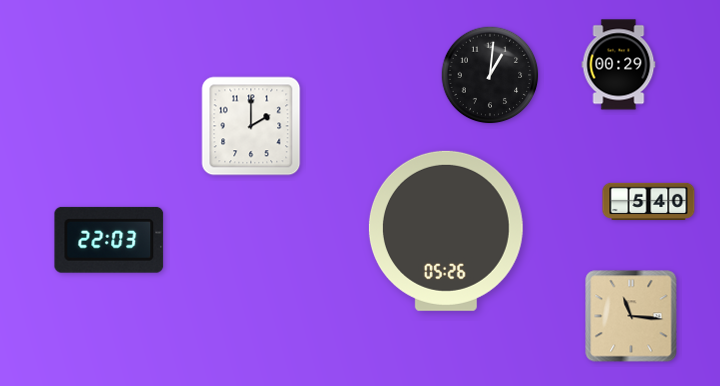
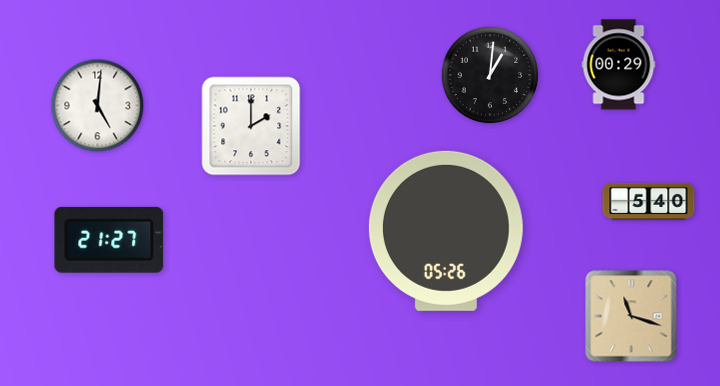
clock at (98, 106): none -> 5:01
clock at (109, 240): 22:03 -> 21:27
clock at (631, 316): 11:16 -> 11:18
